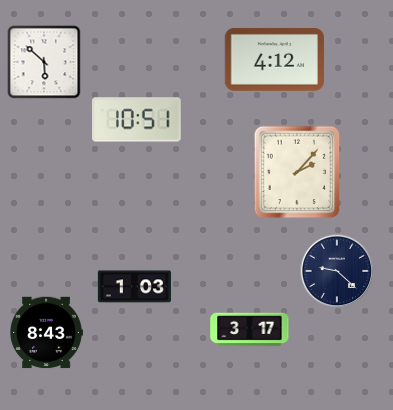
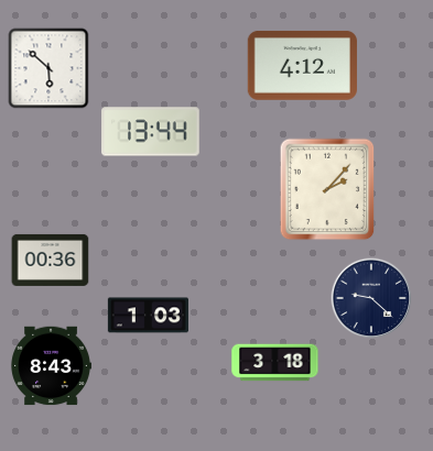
clock at (137, 120): 10:51 -> 13:44
clock at (51, 260): none -> 00:36
clock at (250, 330): 3:17 -> 3:18
